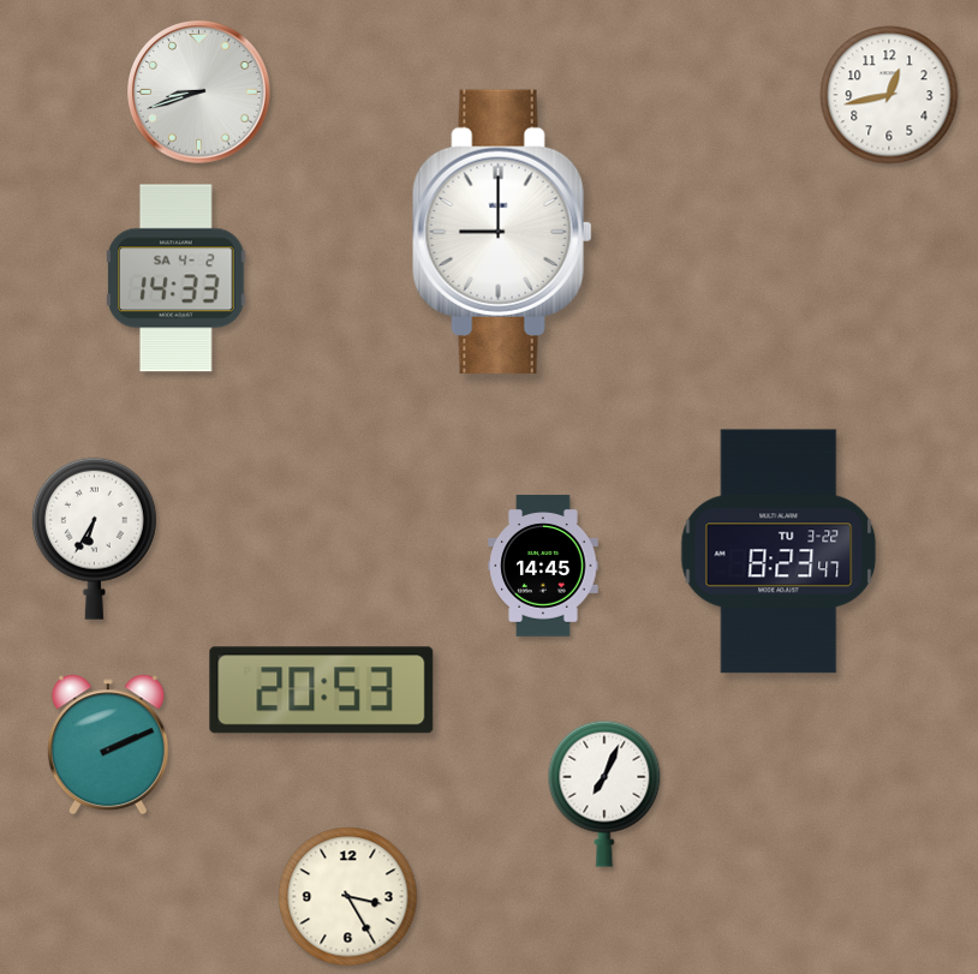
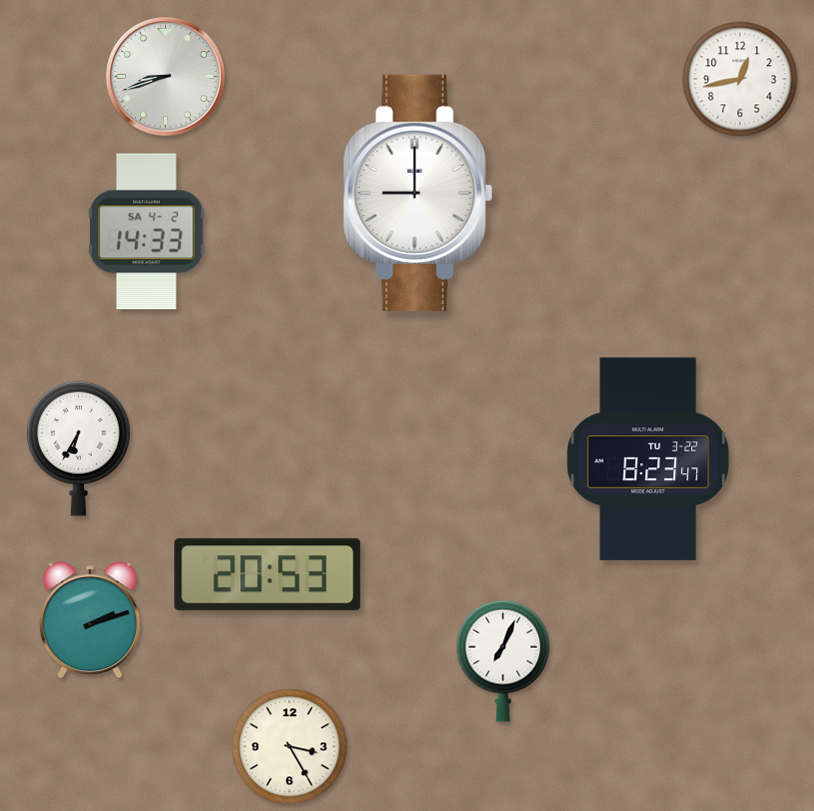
clock at (543, 566): 14:45 -> none
clock at (108, 745): 2:11 -> 2:12
